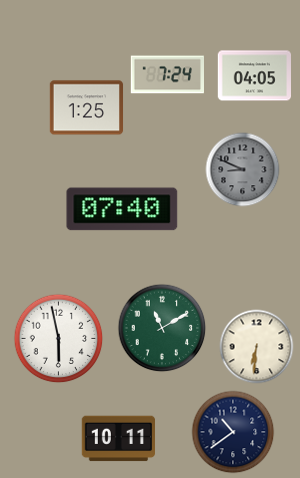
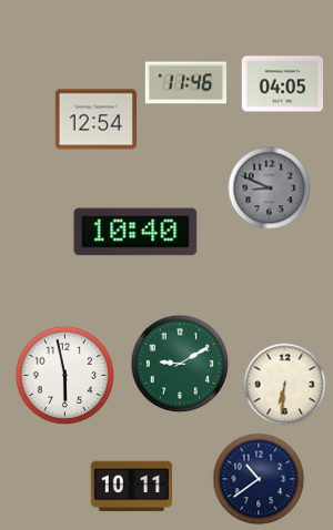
clock at (168, 75): 7:24 -> 11:46
clock at (87, 108): 1:25 -> 12:54
clock at (122, 209): 07:40 -> 10:40
clock at (162, 328): 11:10 -> 9:10
